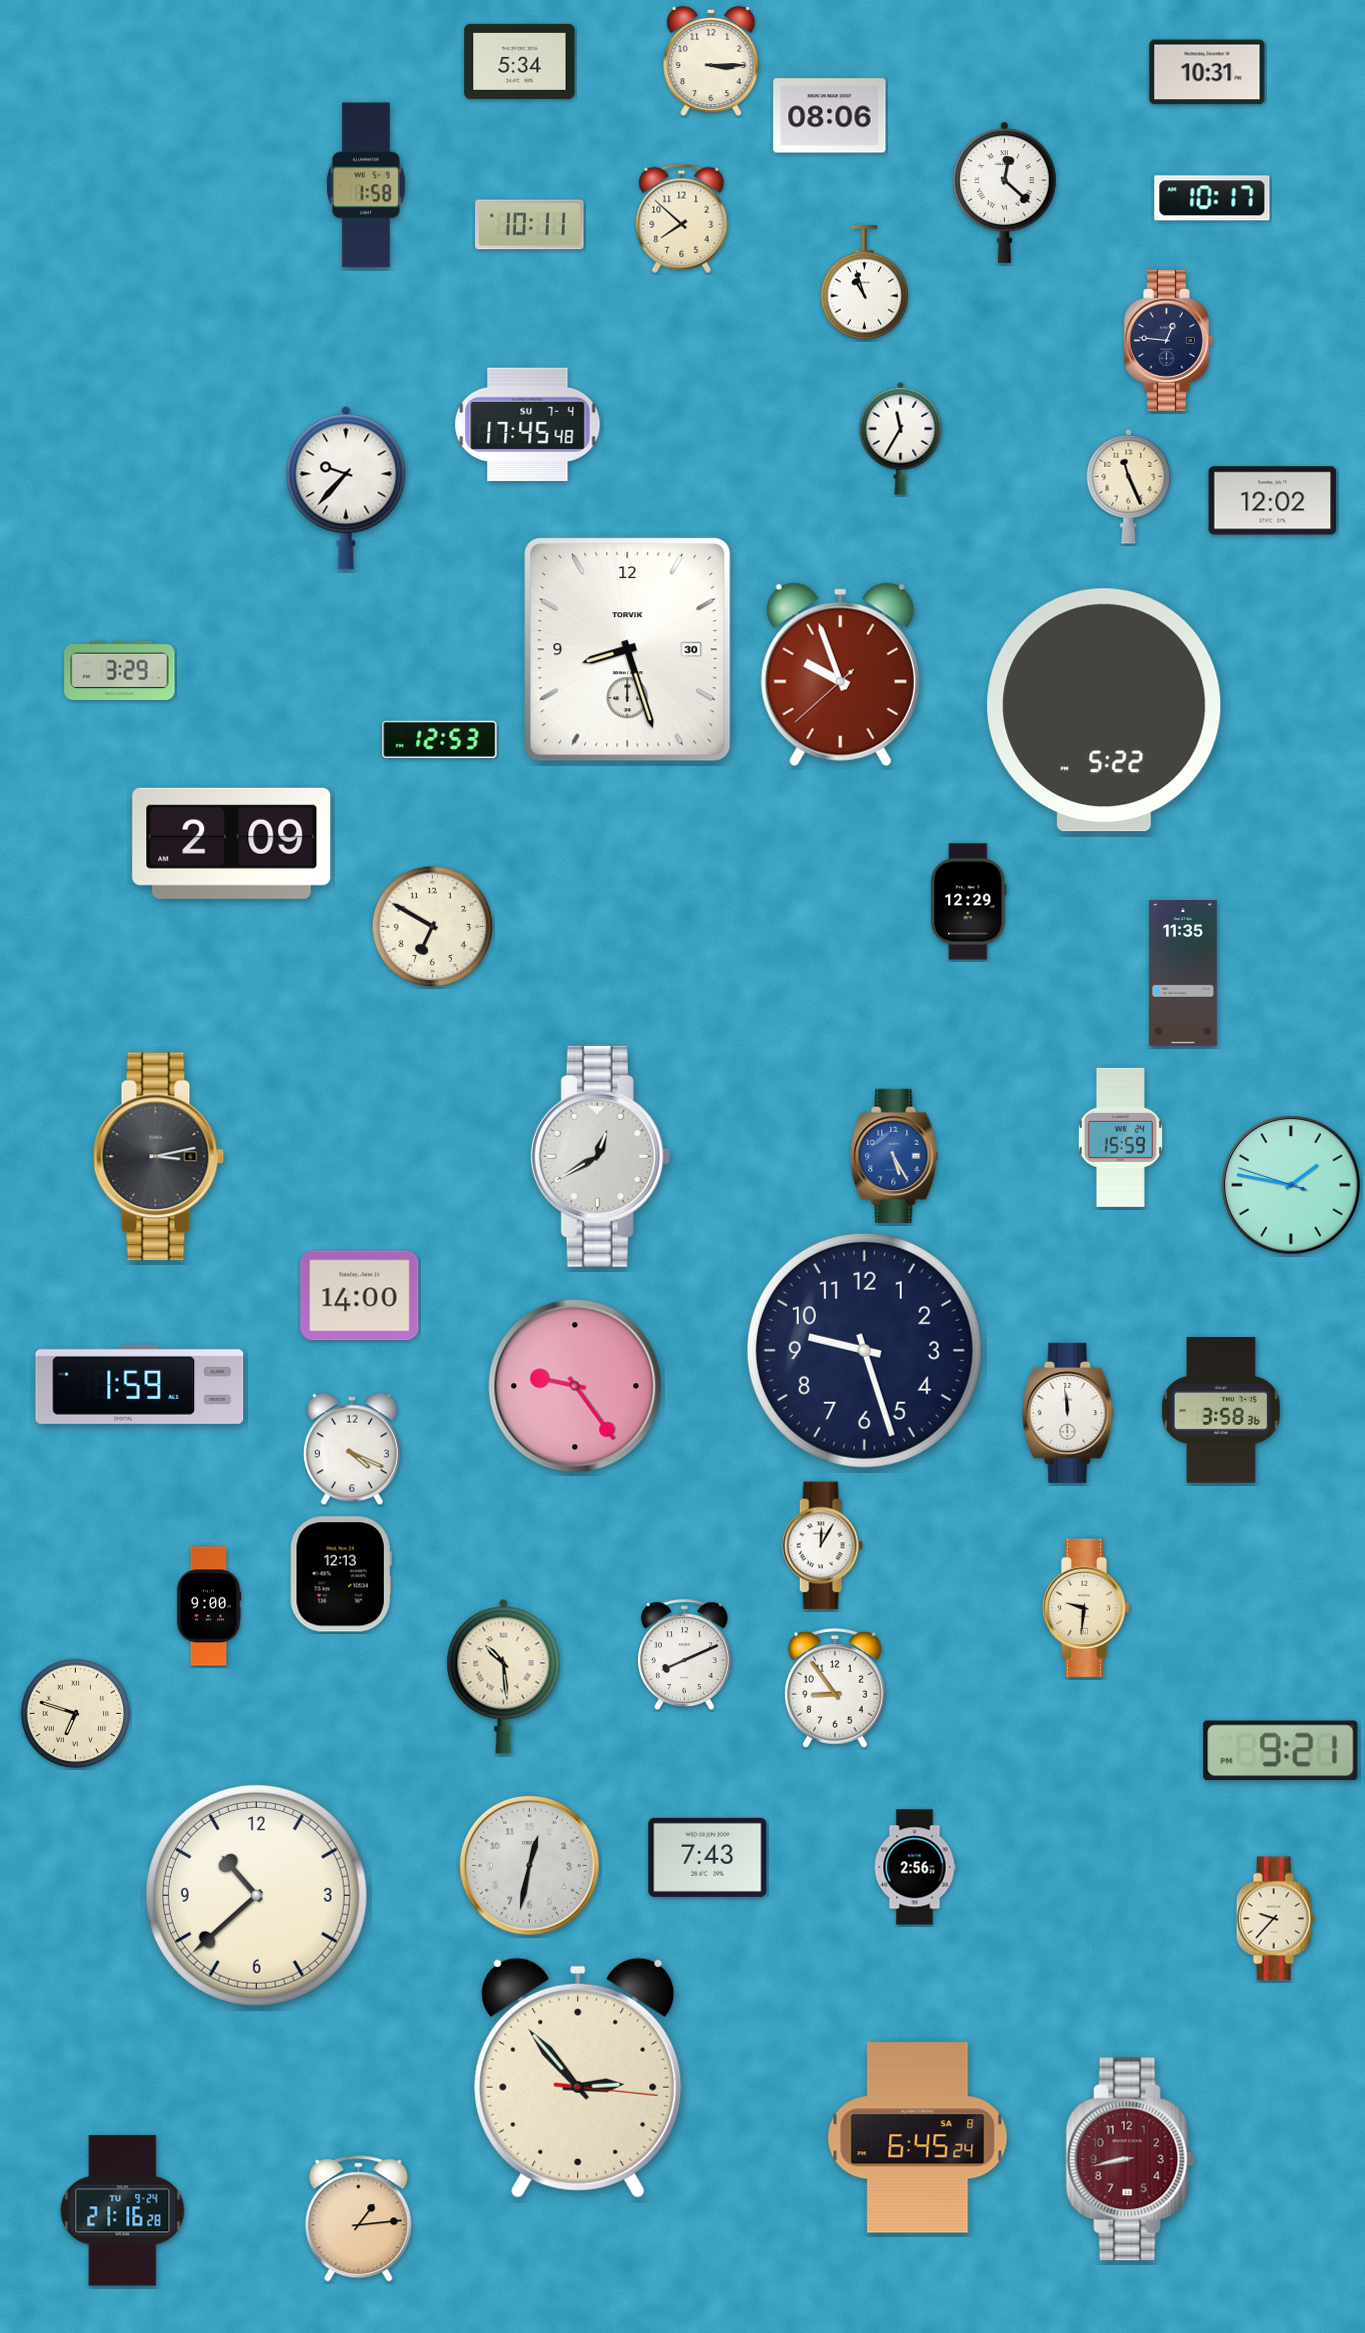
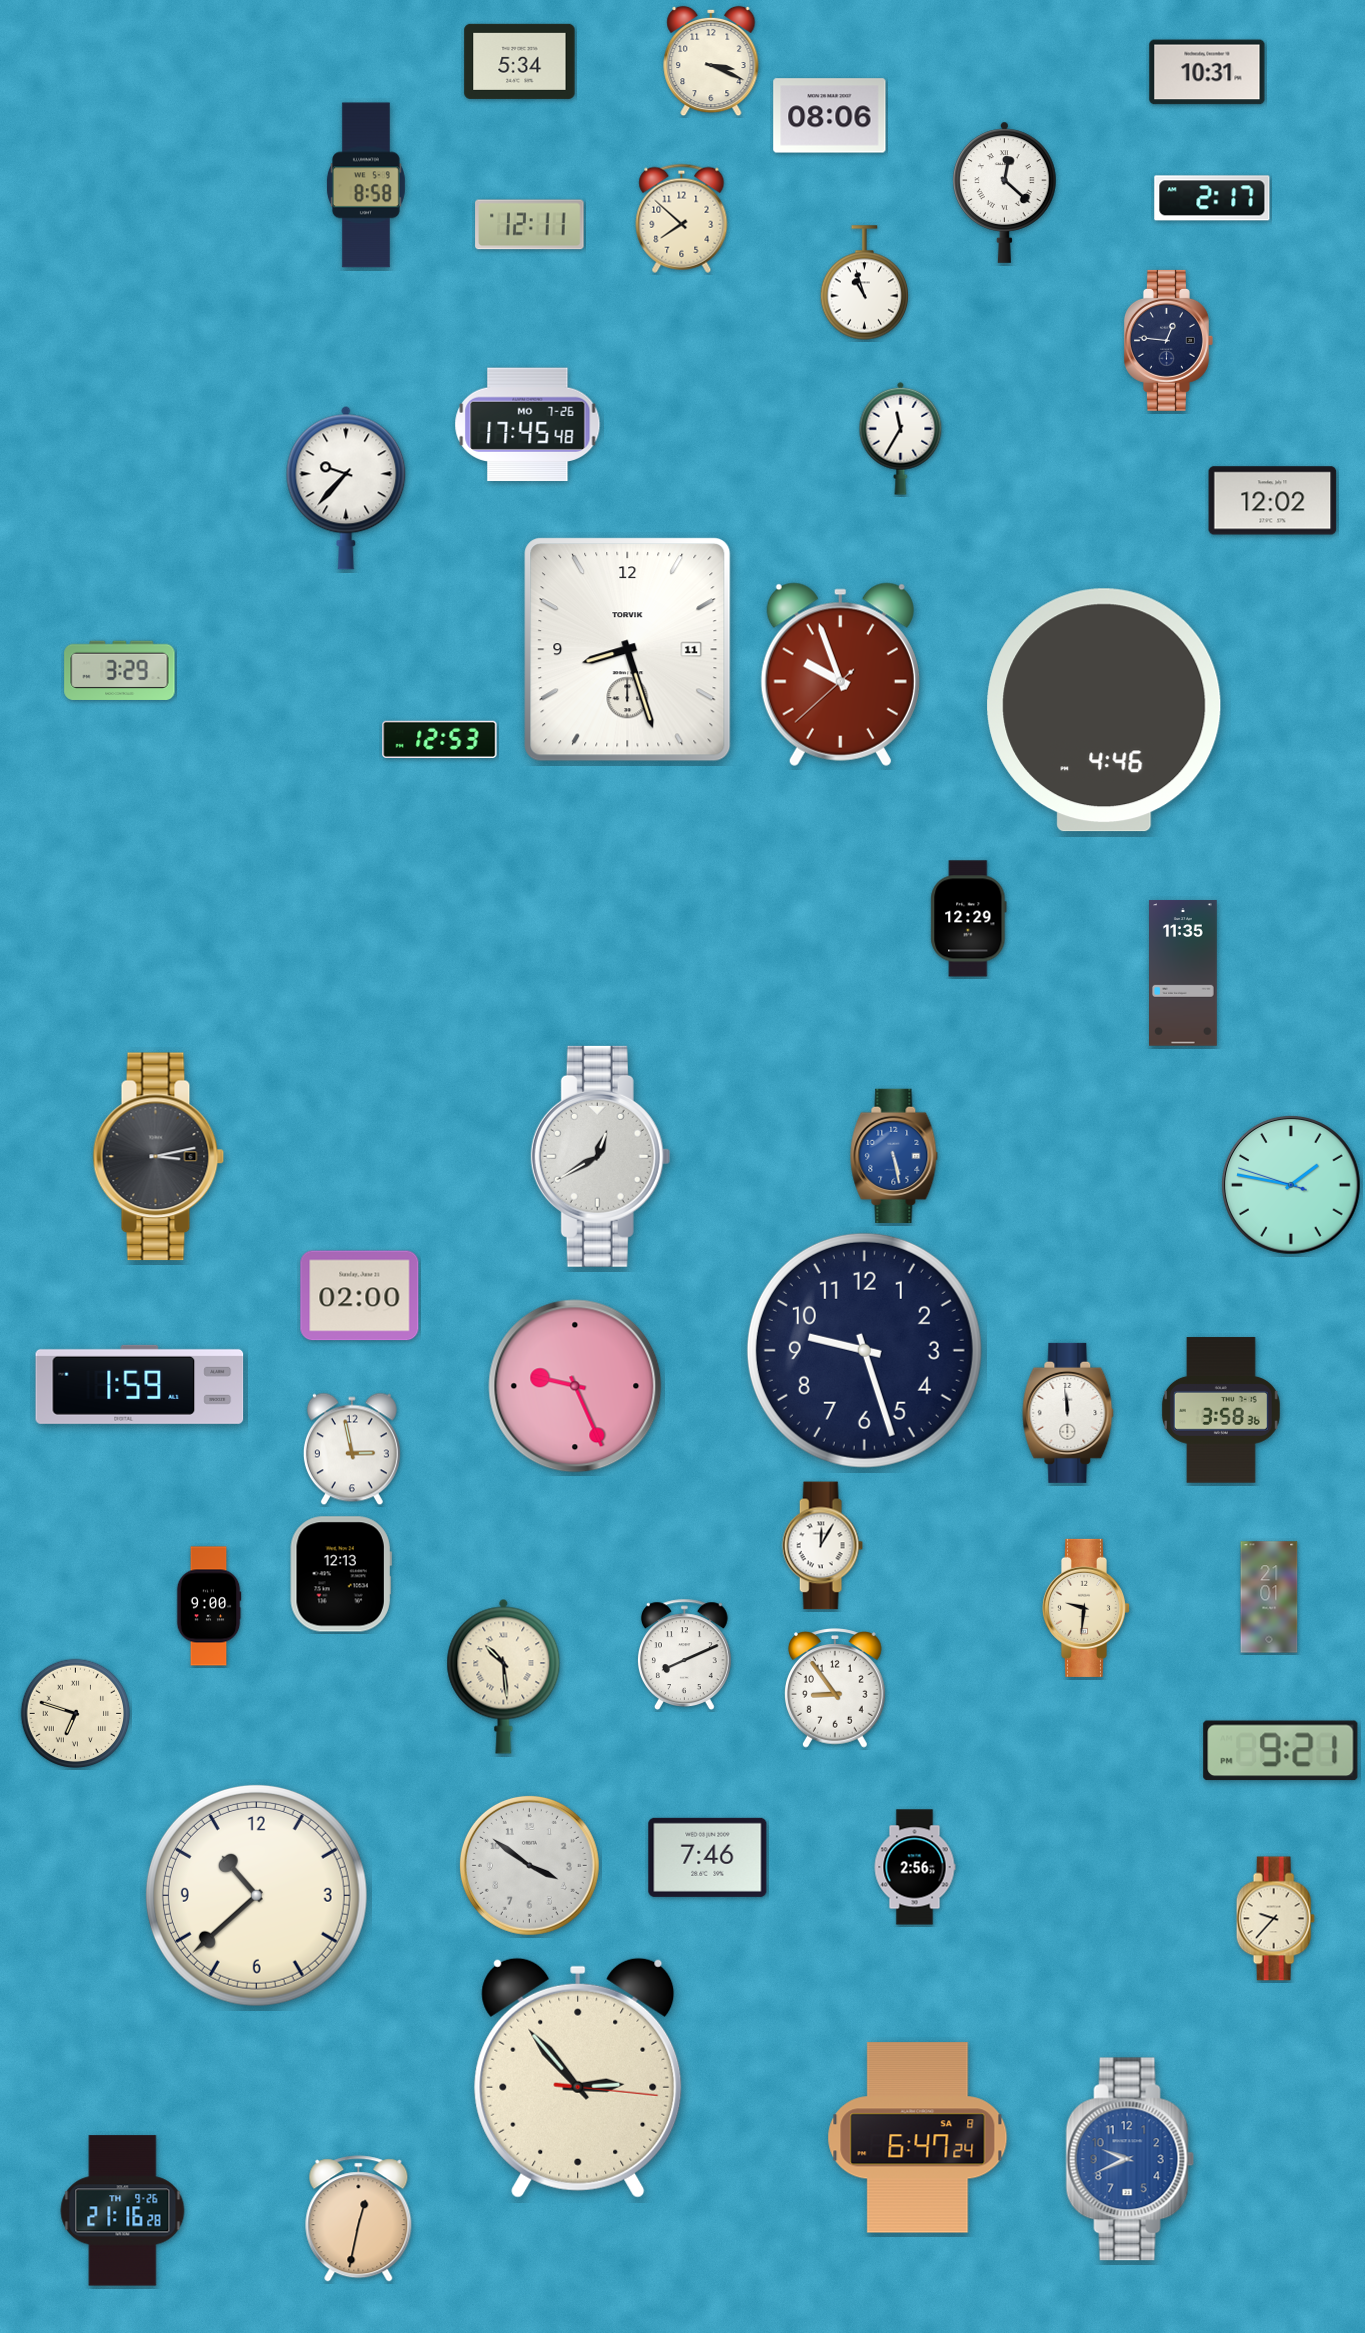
clock at (711, 61): 3:15 -> 3:19
clock at (366, 185): 1:58 -> 8:58
clock at (1212, 198): 10:17 -> 2:17
clock at (530, 225): 10:11 -> 12:11
clock at (528, 425) date: SU 7-4 -> MO 7-26
clock at (1129, 486): 11:26 -> none
clock at (628, 650) date: 30 -> 11
clock at (1104, 710): 5:22 -> 4:46
clock at (232, 843): 2:09 -> none
clock at (969, 902) position: (969, 902) -> (969, 919)
clock at (433, 927): 6:50 -> none
clock at (1120, 1137): 15:59 -> none
clock at (894, 1155): 5:25 -> 5:28
clock at (360, 1296): 14:00 -> 02:00
clock at (575, 1386): 9:24 -> 9:26
clock at (352, 1449): 4:19 -> 2:58
clock at (1269, 1597): none -> 21:01
clock at (708, 1857): 7:43 -> 7:46
clock at (529, 1865): 12:32 -> 3:51
clock at (918, 2138): 6:45 -> 6:47
clock at (1130, 2159): 8:43 -> 9:41
clock at (1130, 2159) dial: burgundy -> blue
clock at (123, 2211) date: TU 9-24 -> TH 9-26
clock at (359, 2219): 1:14 -> 12:32
